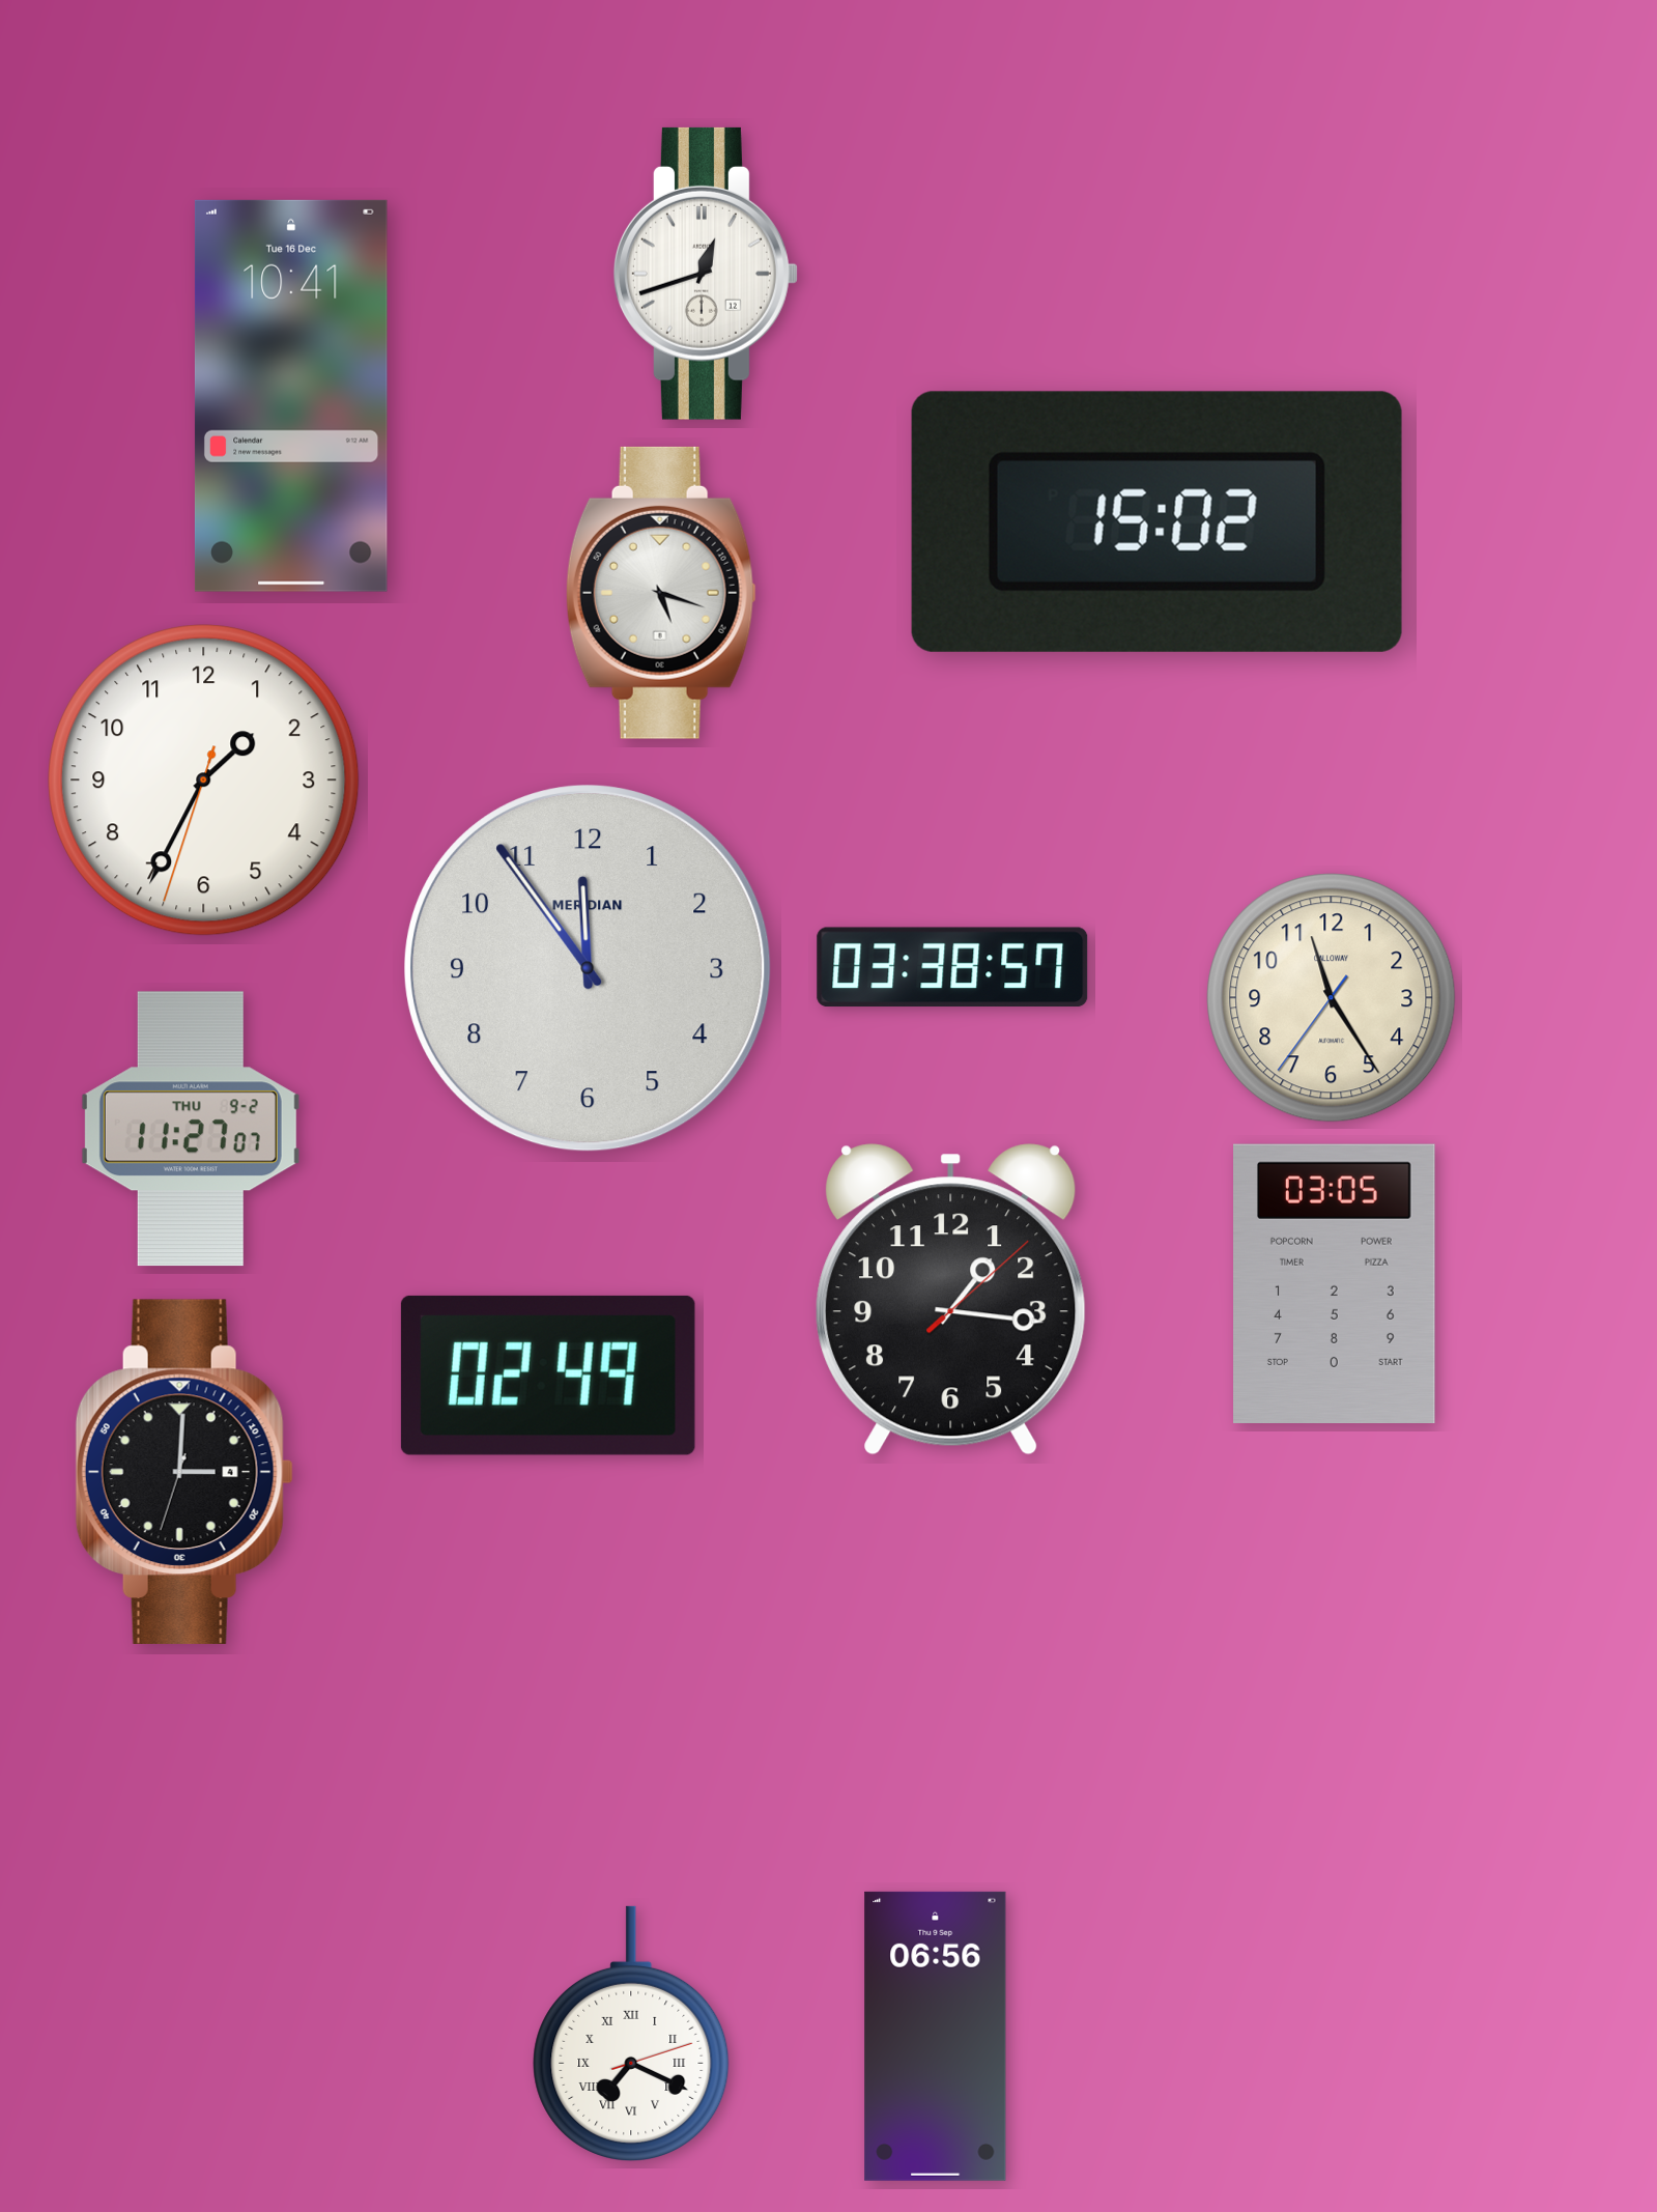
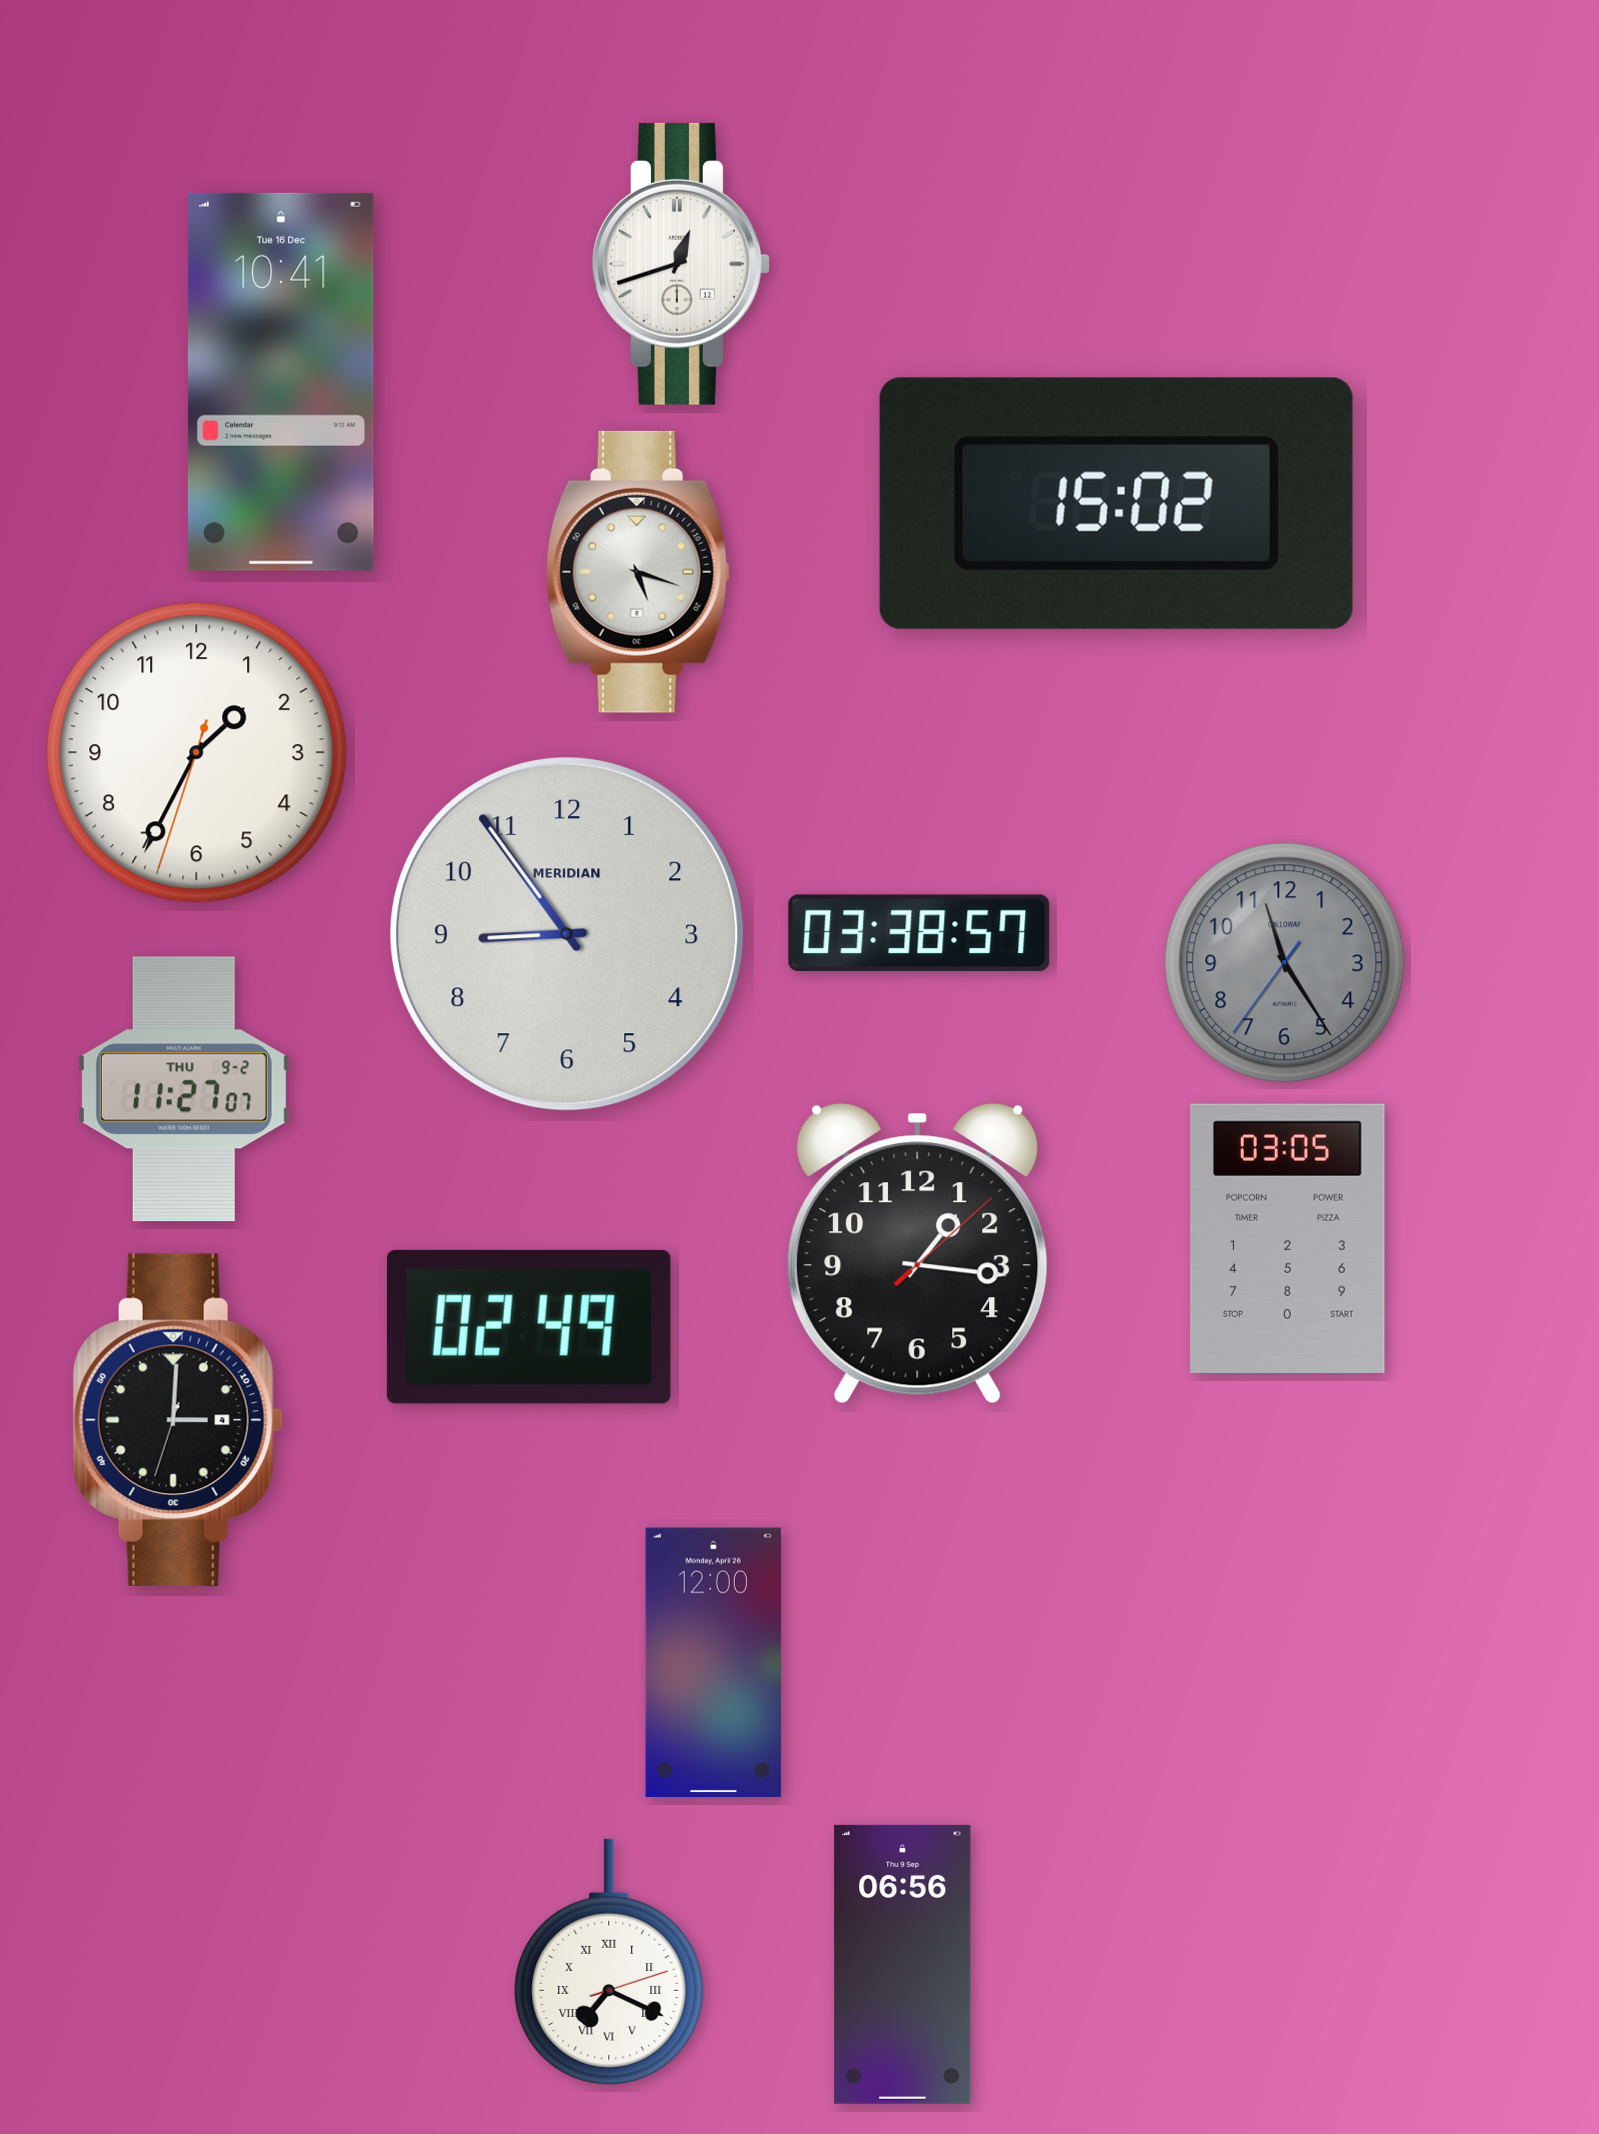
clock at (588, 968): 11:54 -> 8:54
clock at (1332, 998) dial: cream -> grey
clock at (713, 1662): none -> 12:00
